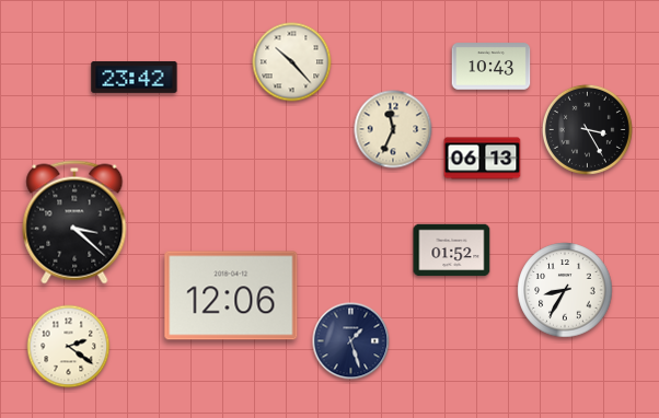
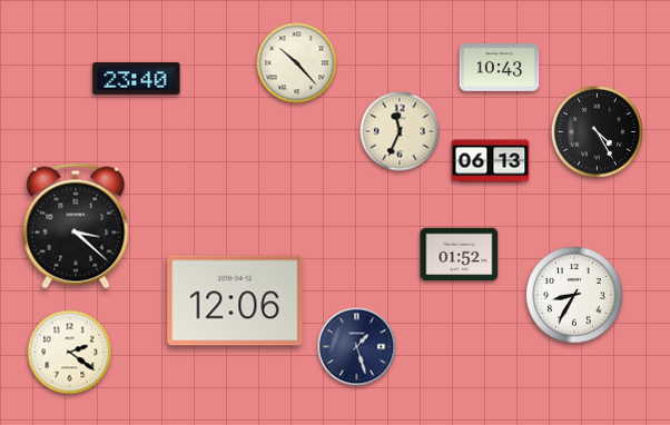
clock at (135, 77): 23:42 -> 23:40
clock at (587, 129): 3:25 -> 4:25
